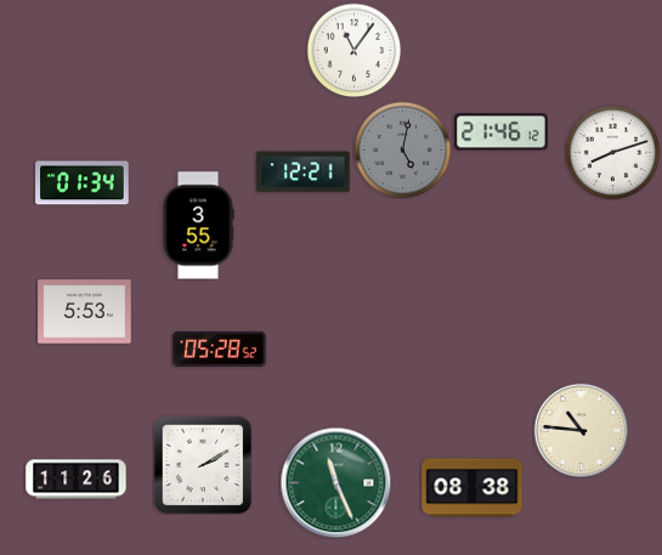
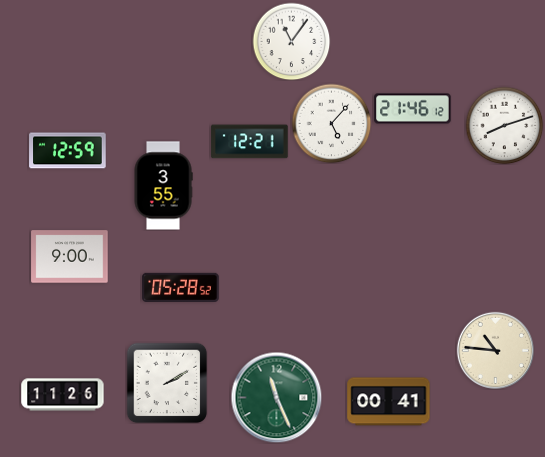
clock at (402, 149): 5:02 -> 5:07
clock at (402, 149) dial: grey -> white
clock at (83, 183): 01:34 -> 12:59
clock at (85, 312): 5:53 -> 9:00
clock at (581, 430) position: (581, 430) -> (495, 350)
clock at (473, 488): 08:38 -> 00:41
